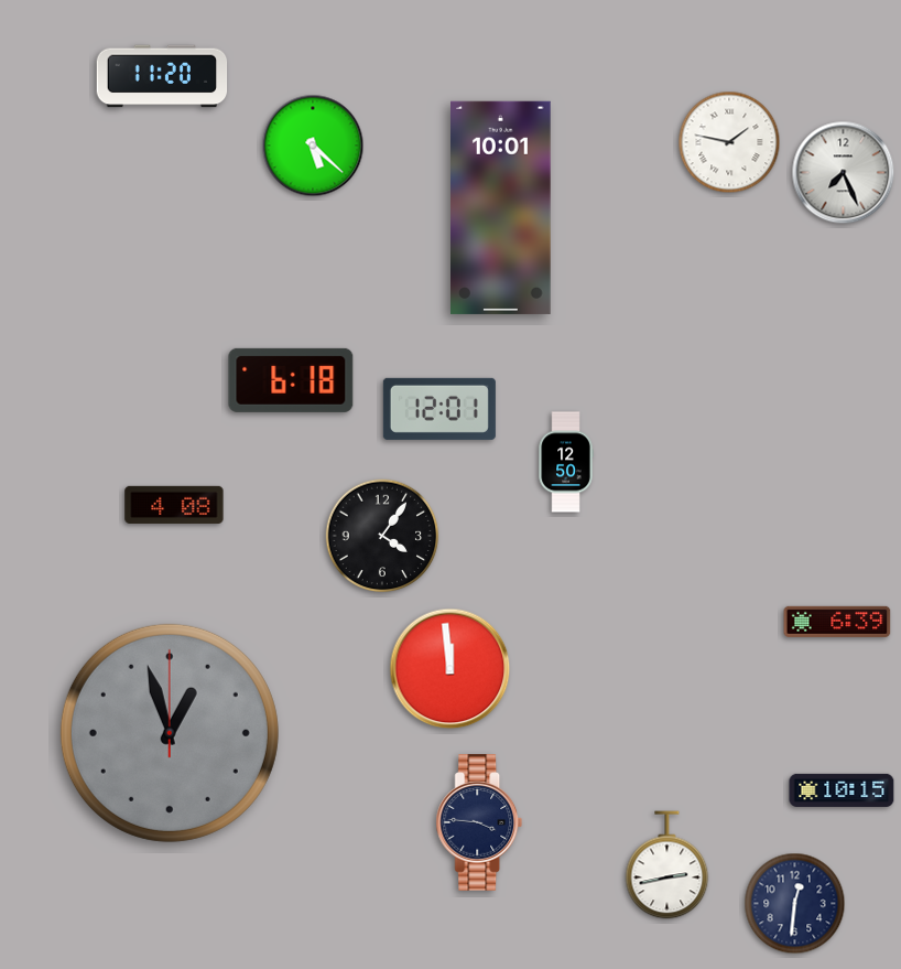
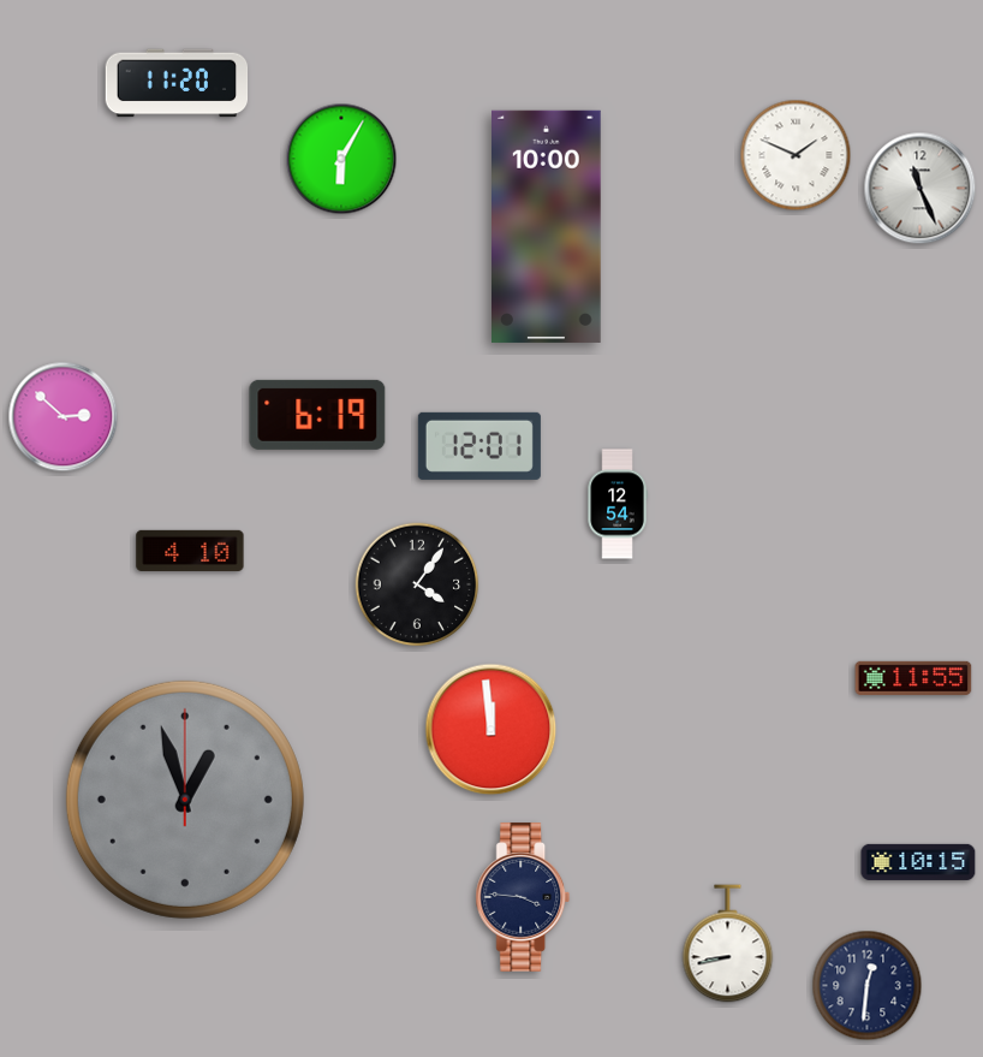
clock at (729, 142): 1:47 -> 1:49
clock at (313, 146): 5:22 -> 6:05
clock at (844, 173): 7:26 -> 11:26
clock at (501, 207): 10:01 -> 10:00
clock at (291, 380): 6:18 -> 6:19
clock at (64, 417): none -> 2:52
clock at (566, 462): 12:50 -> 12:54
clock at (174, 505): 4:08 -> 4:10
clock at (837, 622): 6:39 -> 11:55
clock at (667, 865): 2:43 -> 8:43
